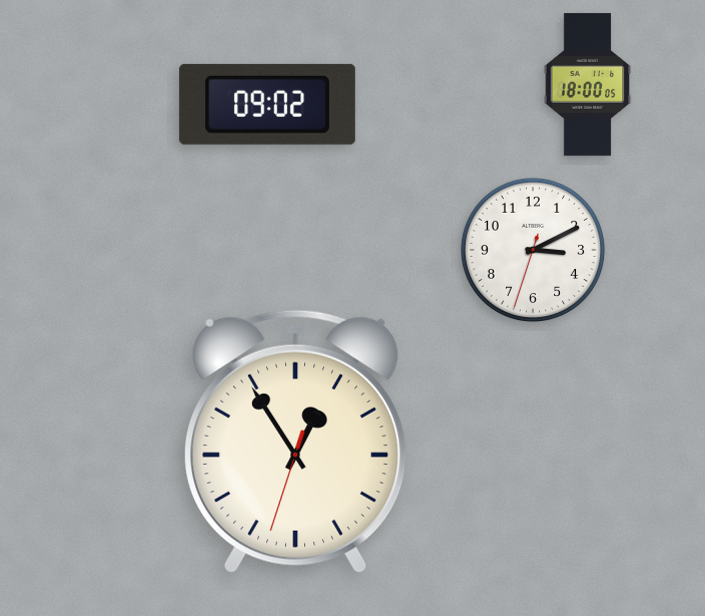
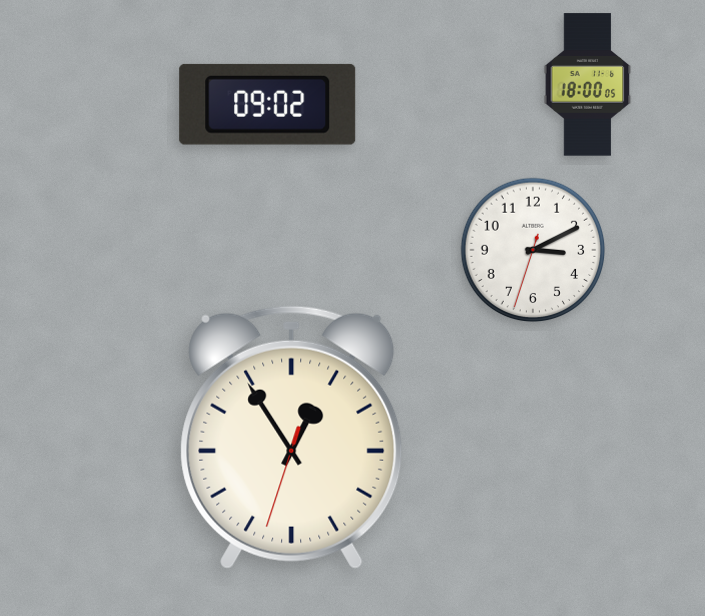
clock at (296, 441) position: (296, 441) -> (292, 437)
